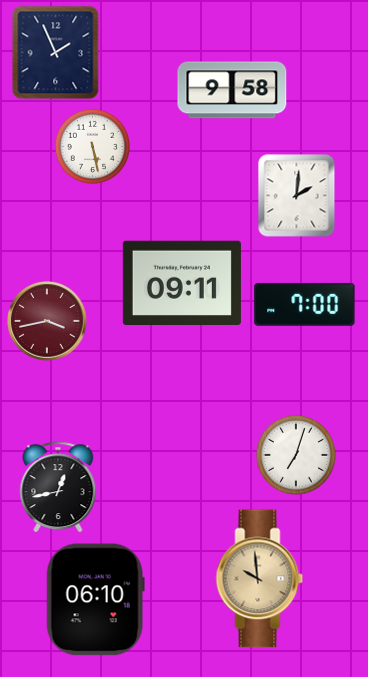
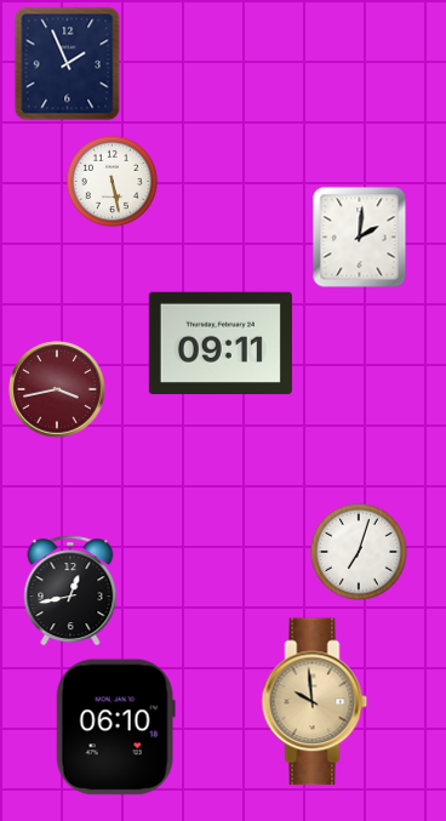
clock at (232, 90): 9:58 -> none
clock at (92, 146) position: (92, 146) -> (111, 181)
clock at (305, 304): 7:00 -> none
